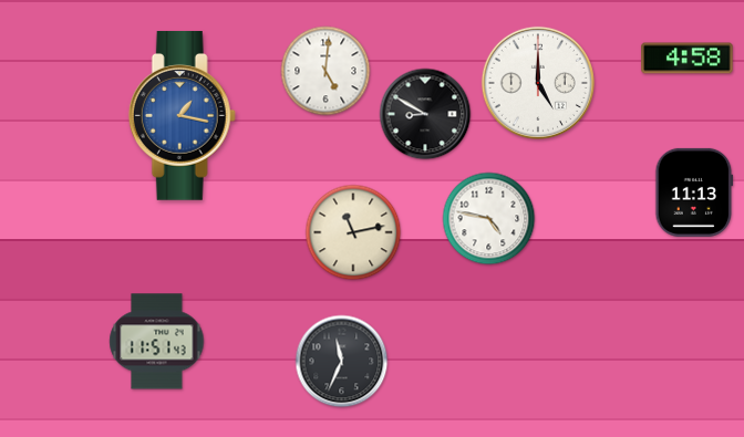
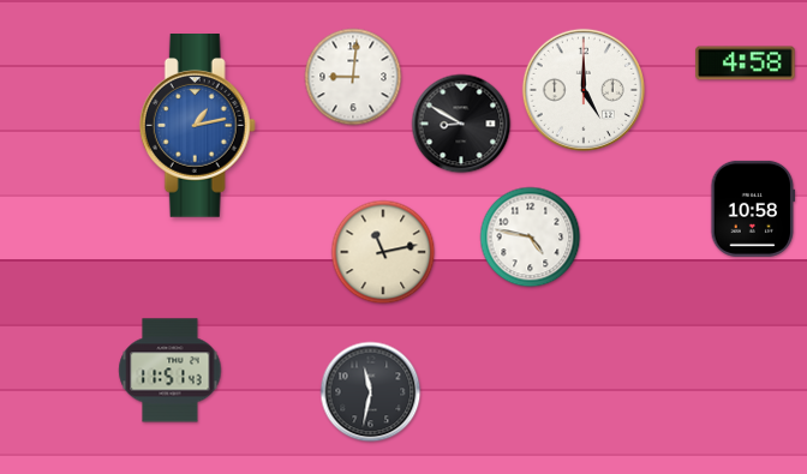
clock at (325, 71): 5:01 -> 9:01
clock at (182, 116): 1:17 -> 1:13
clock at (694, 193): 11:13 -> 10:58
clock at (342, 362): 11:34 -> 11:32
